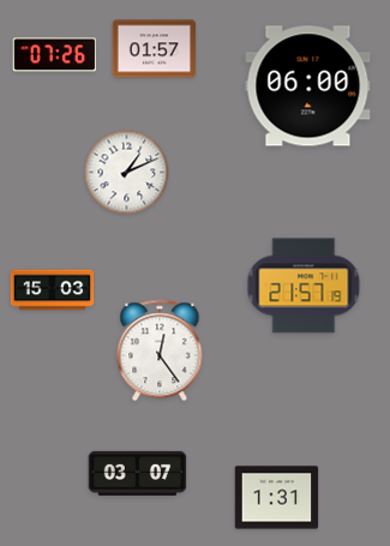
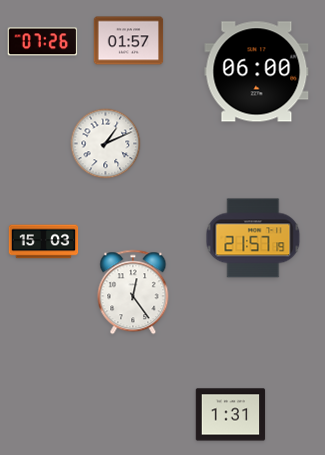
clock at (55, 55) position: (55, 55) -> (43, 42)
clock at (138, 473): 03:07 -> none
